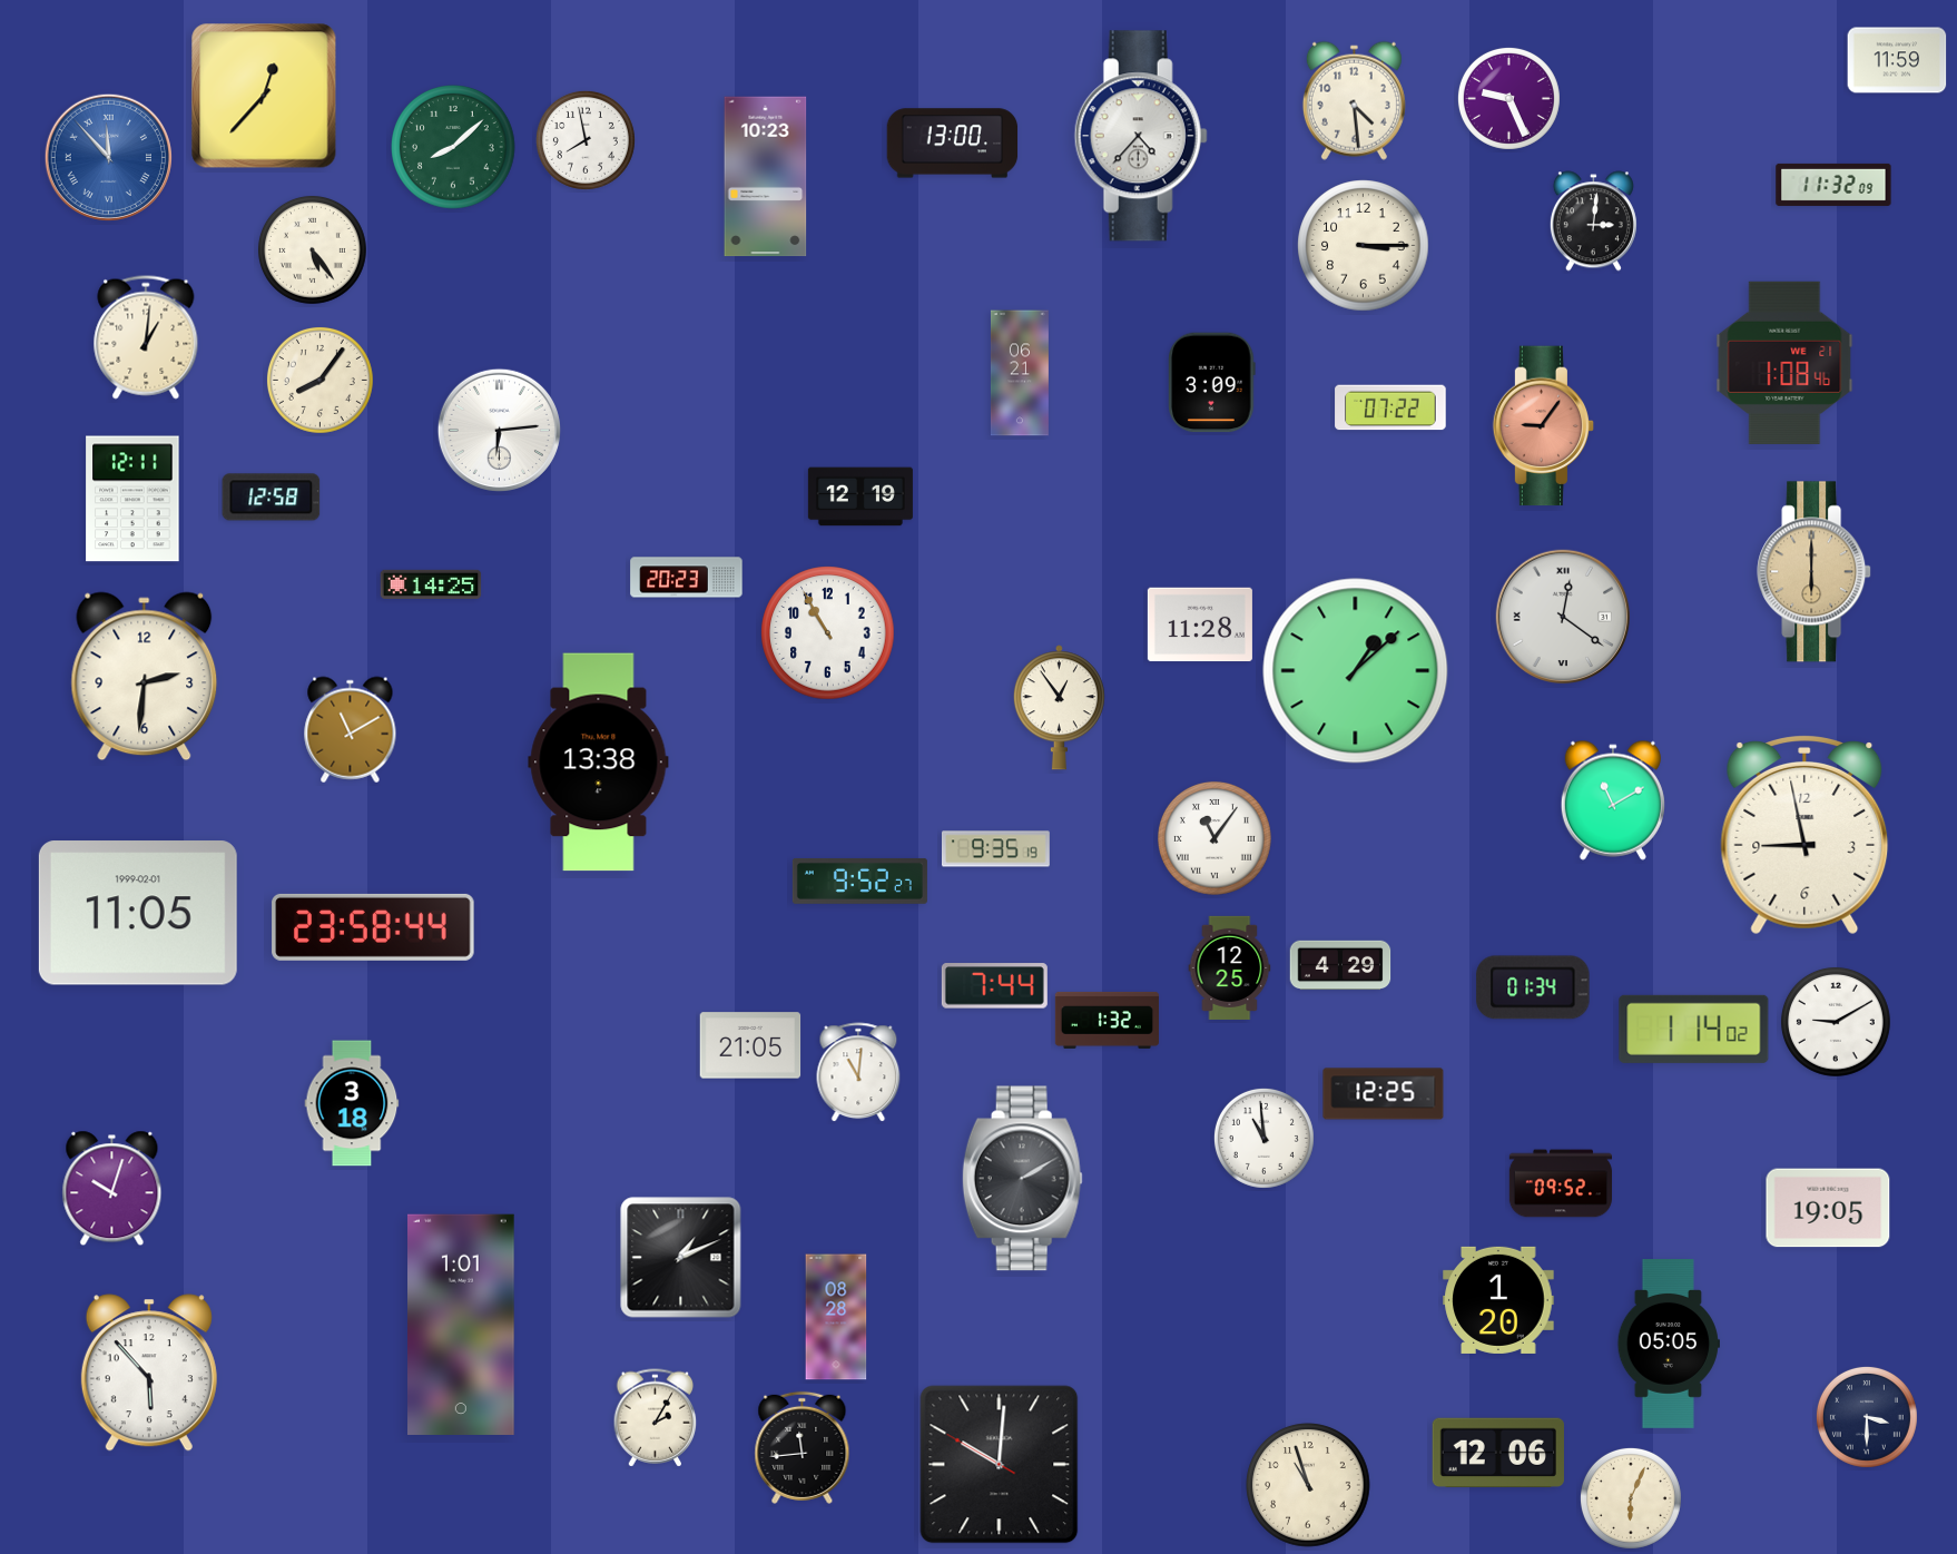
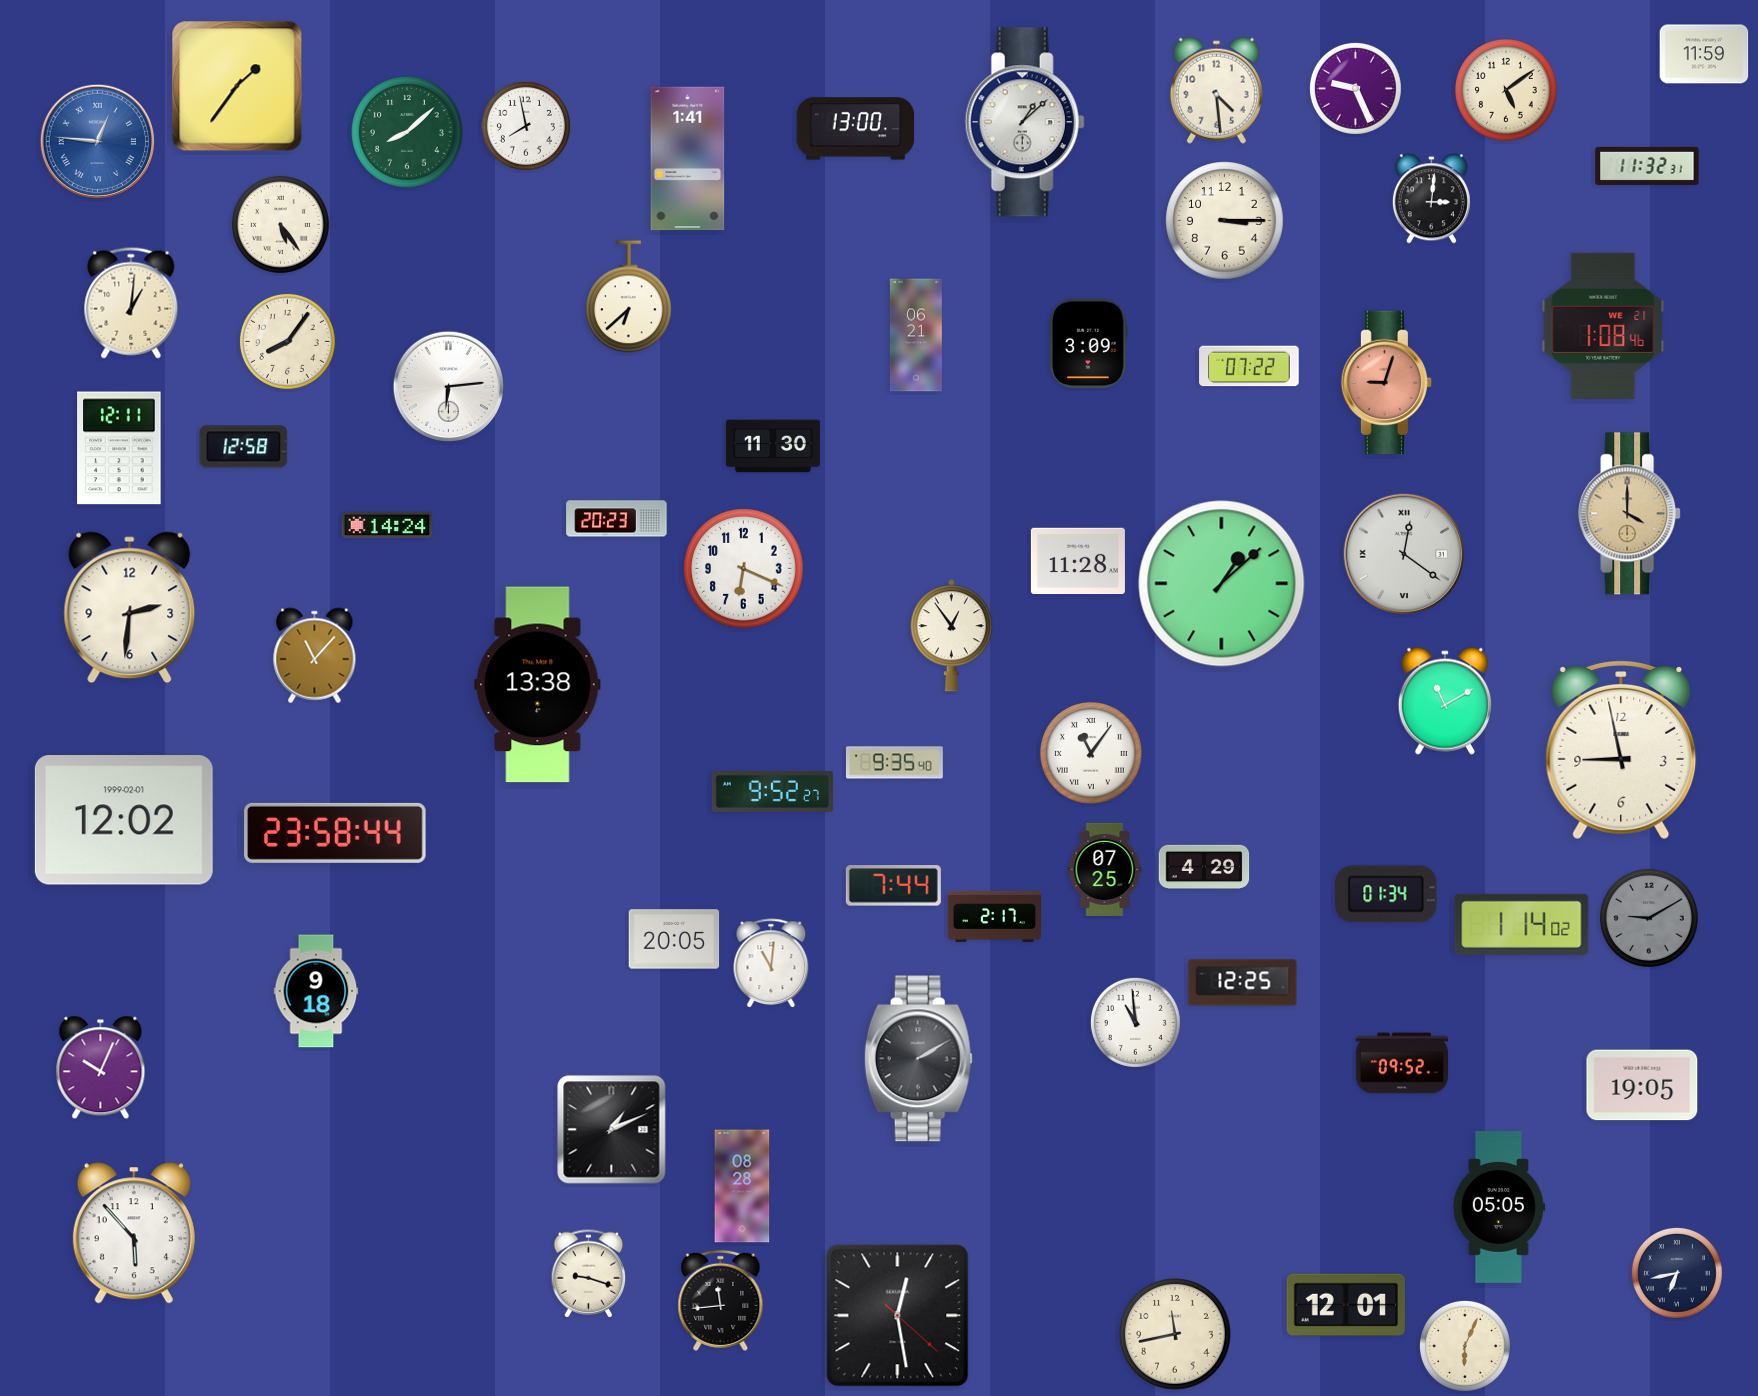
clock at (264, 96): 12:37 -> 1:36
clock at (1507, 90): none -> 5:09
clock at (1141, 136): 4:37 -> 1:08
clock at (108, 157): 11:53 -> 12:46
clock at (766, 177): 10:23 -> 1:41
clock at (1833, 185): 11:32:09 -> 11:32:31
clock at (629, 297): none -> 6:38
clock at (1544, 426): 9:06 -> 9:03
clock at (861, 496): 12:19 -> 11:30
clock at (1815, 572): 6:00 -> 4:00
clock at (431, 584): 14:25 -> 14:24
clock at (828, 633): 10:55 -> 6:19
clock at (1356, 671) position: (1356, 671) -> (1222, 584)
clock at (351, 730): 11:10 -> 11:07
clock at (1613, 800) position: (1613, 800) -> (1445, 701)
clock at (995, 849): 9:35:19 -> 9:35:40
clock at (138, 913): 11:05 -> 12:02
clock at (1230, 967): 12:25 -> 07:25
clock at (1533, 987) position: (1533, 987) -> (1386, 894)
clock at (1107, 1020): 1:32 -> 2:17
clock at (1836, 1022) dial: white -> grey
clock at (750, 1045): 21:05 -> 20:05
clock at (352, 1103): 3:18 -> 9:18
clock at (112, 1189): 10:03 -> 10:04
clock at (1498, 1300): 1:20 -> none
clock at (836, 1317) position: (836, 1317) -> (742, 1186)
clock at (462, 1324): 1:01 -> none
clock at (1867, 1417): 3:30 -> 6:43
clock at (656, 1418): 2:05 -> 9:18
clock at (1498, 1452): 12:06 -> 12:01
clock at (1000, 1465): 10:00 -> 12:28
clock at (1308, 1485): 10:57 -> 11:43
